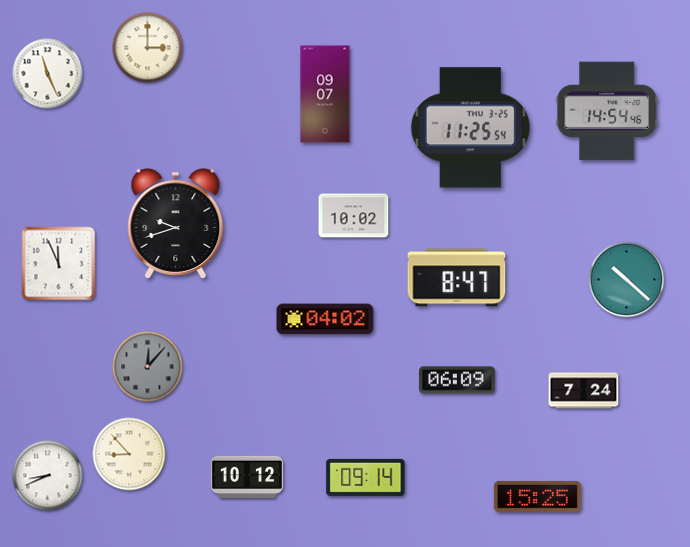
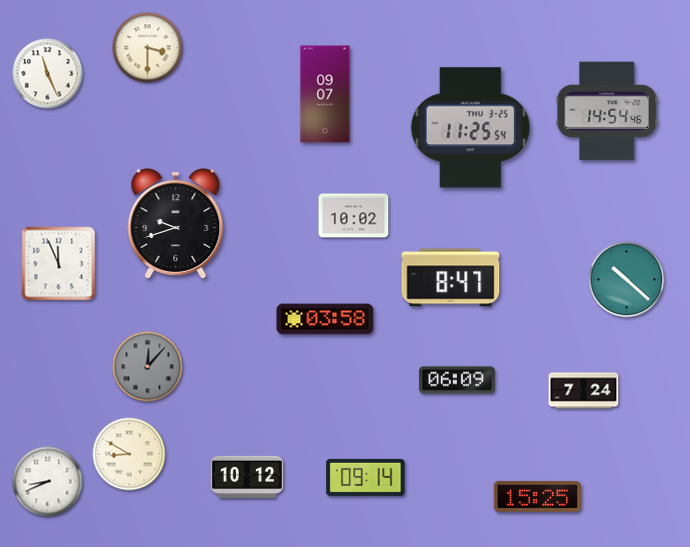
clock at (148, 48): 3:00 -> 3:30
clock at (457, 278) position: (457, 278) -> (451, 278)
clock at (325, 319): 04:02 -> 03:58
clock at (129, 454): 8:53 -> 8:50
clock at (48, 476) position: (48, 476) -> (48, 482)
